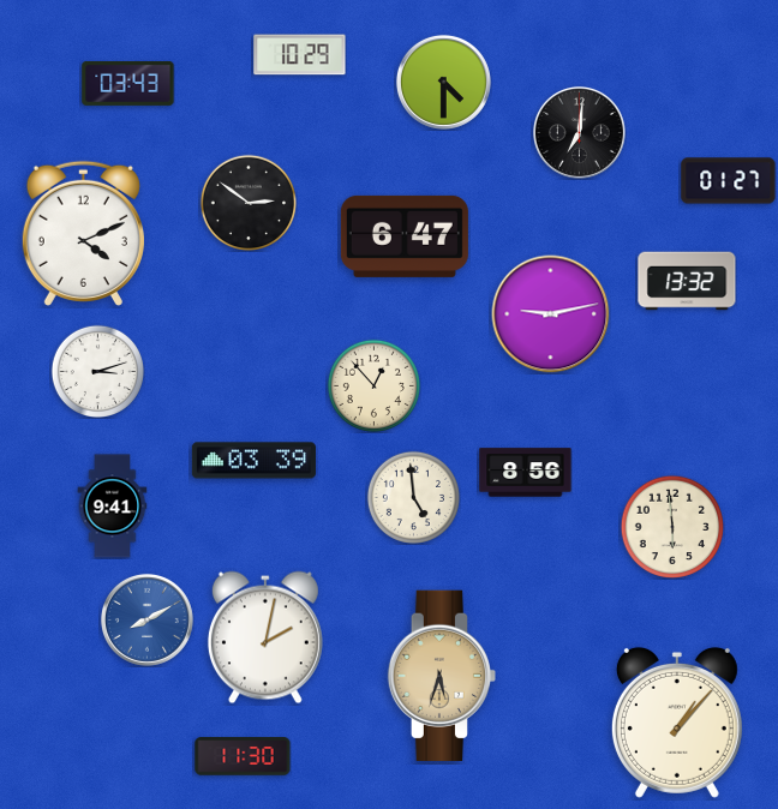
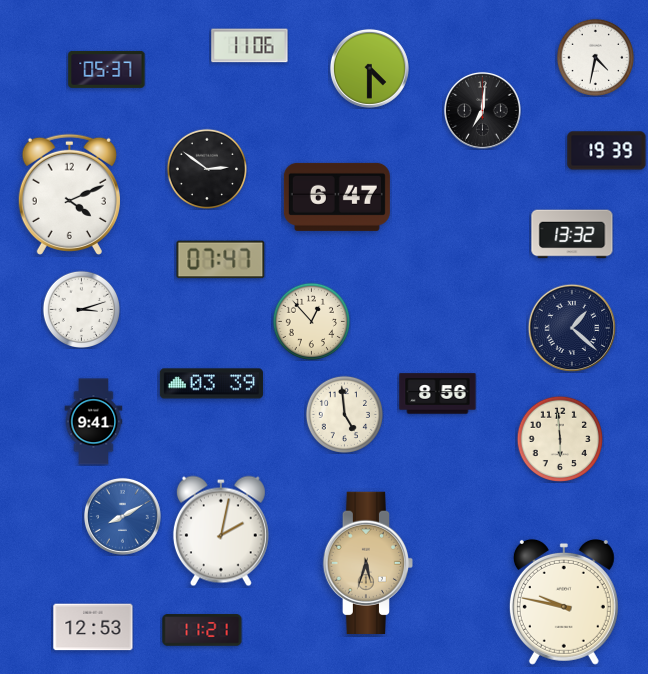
clock at (300, 55): 10:29 -> 11:06
clock at (595, 57): none -> 4:32
clock at (128, 83): 03:43 -> 05:37
clock at (729, 181): 01:27 -> 19:39
clock at (221, 260): none -> 07:47
clock at (551, 314): 9:13 -> none
clock at (572, 328): none -> 1:22
clock at (677, 723): 1:07 -> 9:47
clock at (93, 627): none -> 12:53
clock at (243, 756): 11:30 -> 11:21
